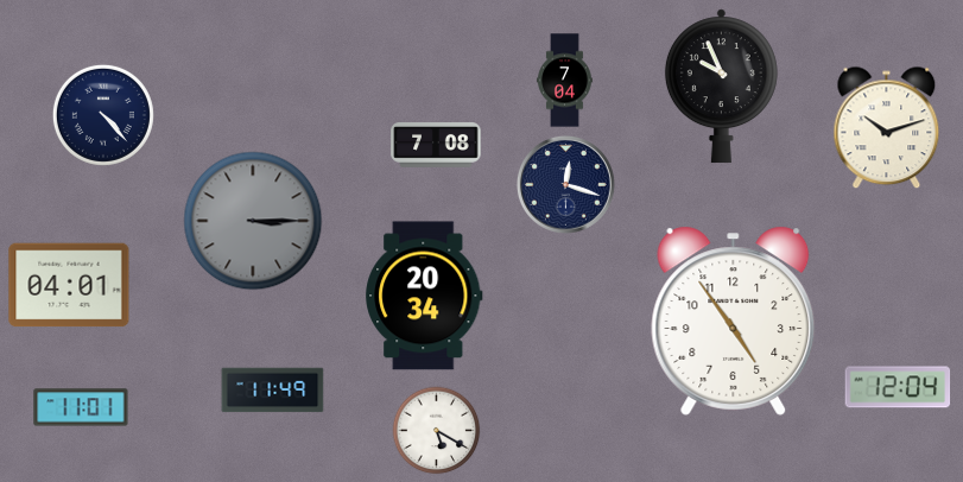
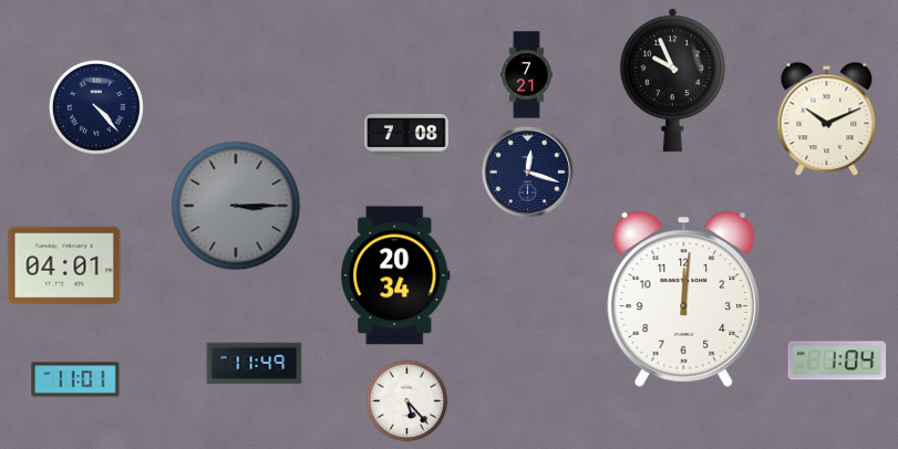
clock at (565, 81): 7:04 -> 7:21
clock at (887, 128): 10:12 -> 10:11
clock at (734, 321): 4:54 -> 12:01
clock at (898, 387): 12:04 -> 1:04
clock at (437, 431): 5:20 -> 5:23
